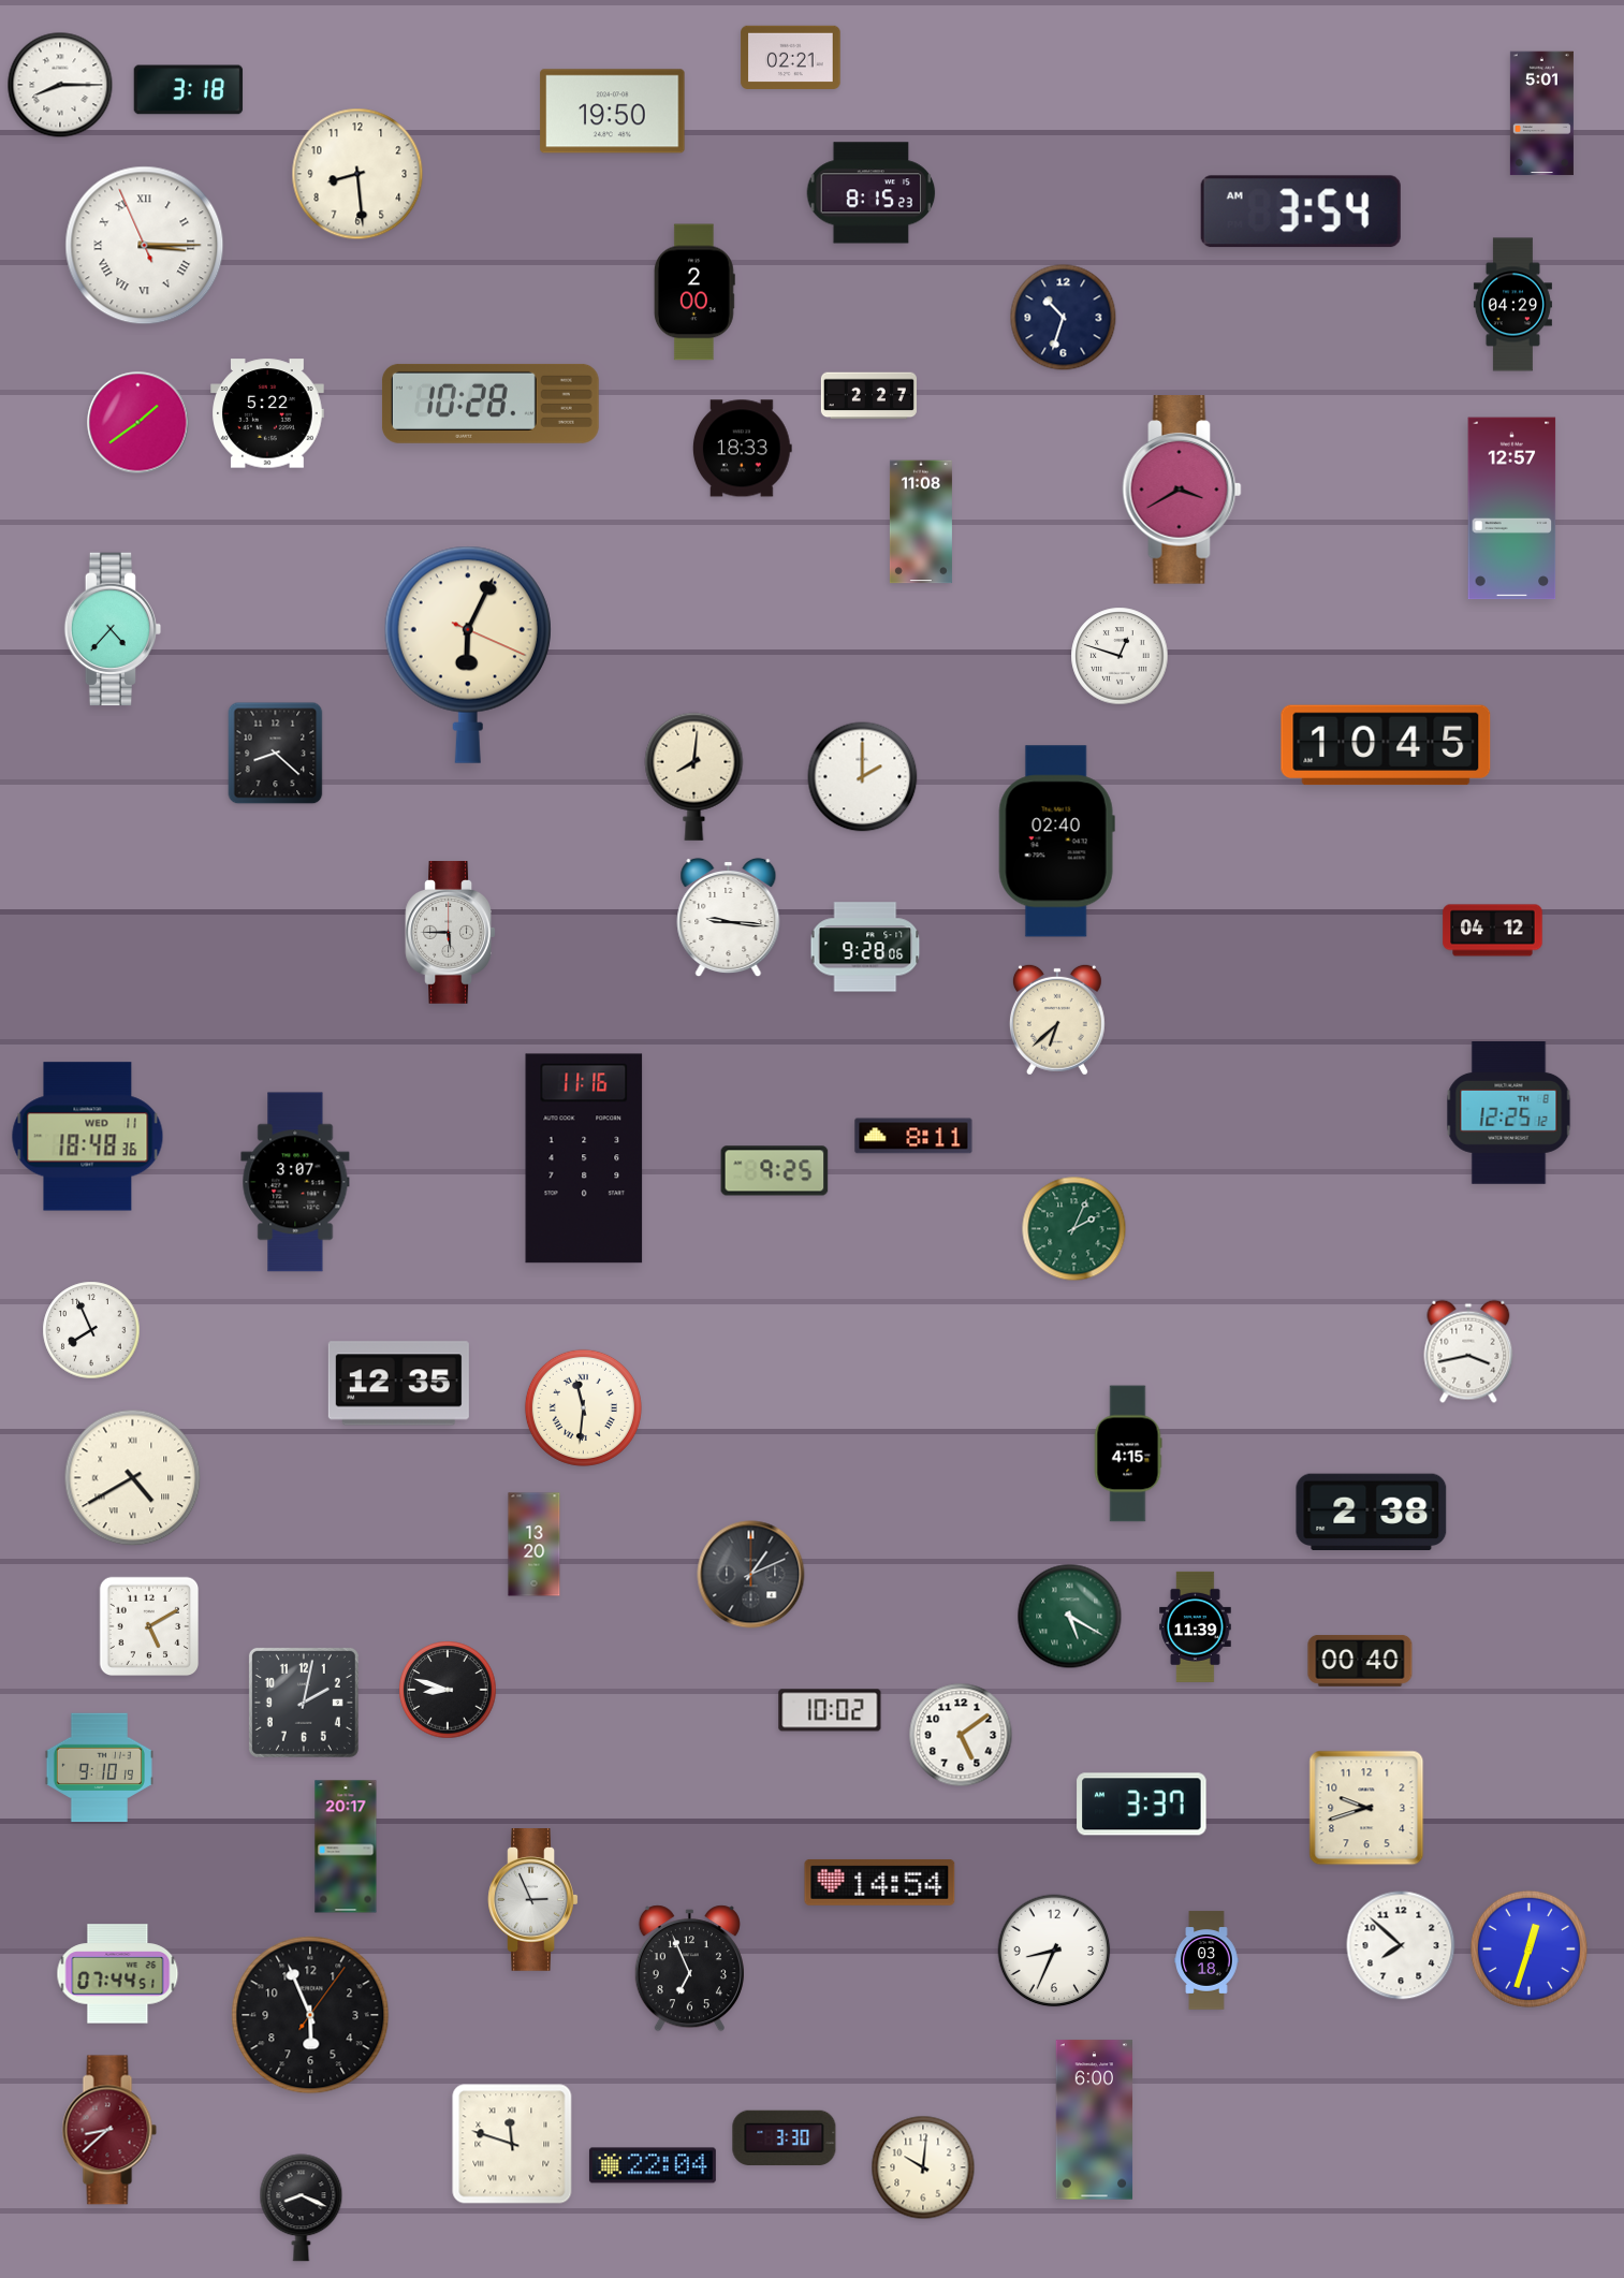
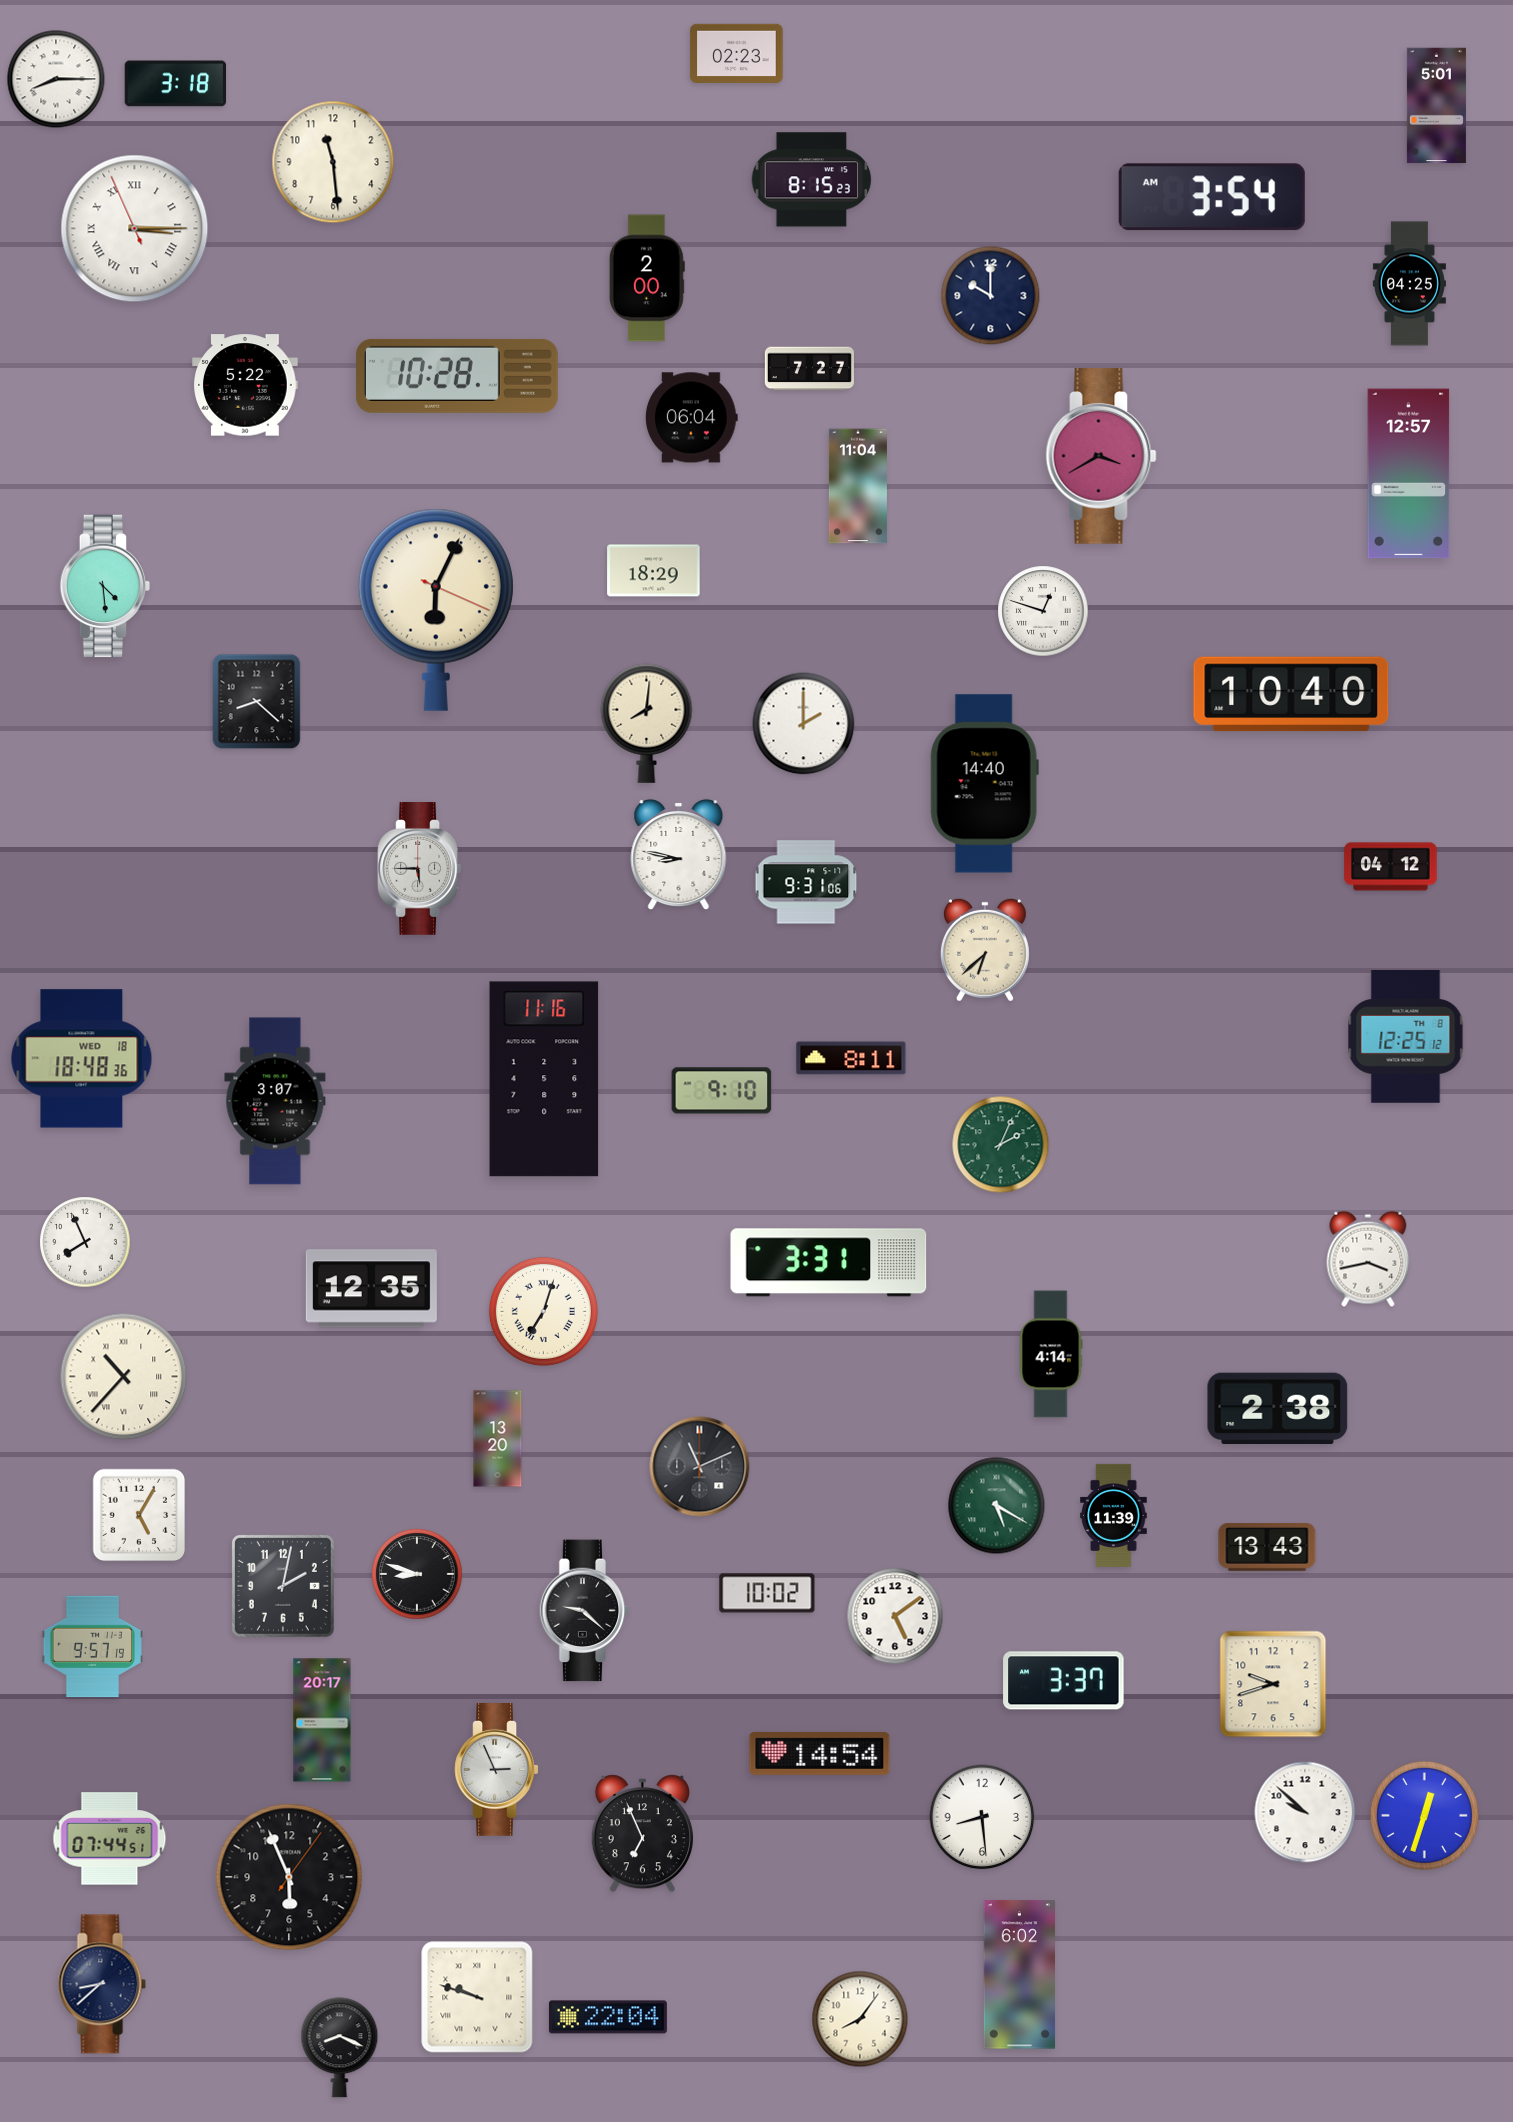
clock at (791, 57): 02:21 -> 02:23
clock at (613, 112): 19:50 -> none
clock at (357, 174): 8:29 -> 11:29
clock at (694, 292) position: (694, 292) -> (647, 278)
clock at (1512, 305): 04:29 -> 04:25
clock at (1064, 318): 10:33 -> 10:00
clock at (868, 396): 2:27 -> 7:27
clock at (267, 413) position: (267, 413) -> (245, 385)
clock at (138, 423): 1:39 -> none
clock at (742, 449): 18:33 -> 06:04
clock at (921, 522): 11:08 -> 11:04
clock at (654, 571): none -> 18:29
clock at (113, 629): 4:37 -> 4:29
clock at (1386, 745): 10:45 -> 10:40
clock at (1056, 842): 02:40 -> 14:40
clock at (729, 918): 9:16 -> 8:47
clock at (865, 947): 9:28 -> 9:31
clock at (88, 1137) date: WED 11 -> WED 18
clock at (775, 1171): 9:25 -> 9:10
clock at (91, 1330) position: (91, 1330) -> (85, 1242)
clock at (829, 1263): none -> 3:31
clock at (583, 1407): 11:31 -> 7:03
clock at (1128, 1454): 4:15 -> 4:14
clock at (133, 1478): 4:40 -> 10:37
clock at (751, 1575): 1:11 -> 11:11
clock at (149, 1626): 5:10 -> 5:05
clock at (1360, 1662): 00:40 -> 13:43
clock at (830, 1710) position: (830, 1710) -> (767, 1593)
clock at (585, 1611): none -> 9:22
clock at (99, 1768): 9:10 -> 9:57
clock at (1401, 1945): 7:52 -> 9:52
clock at (1054, 1951): 8:34 -> 8:29
clock at (1206, 1960): 03:18 -> none
clock at (1095, 2120): 6:00 -> 6:02
clock at (109, 2130) dial: burgundy -> navy
clock at (785, 2137): 3:30 -> none
clock at (512, 2144): 11:48 -> 9:48
clock at (923, 2167): 10:01 -> 8:06
clock at (302, 2208) position: (302, 2208) -> (340, 2048)
